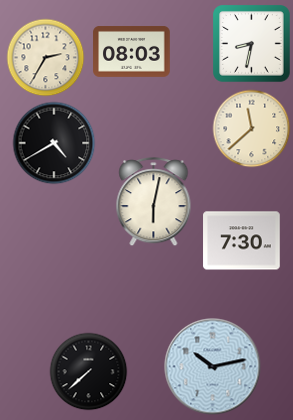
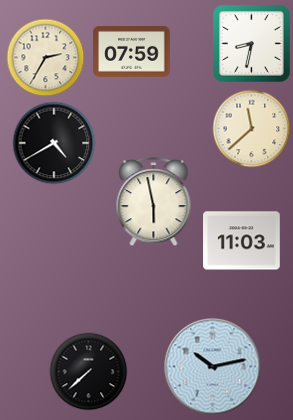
clock at (132, 52): 08:03 -> 07:59
clock at (154, 202): 6:02 -> 5:58
clock at (242, 241): 7:30 -> 11:03
